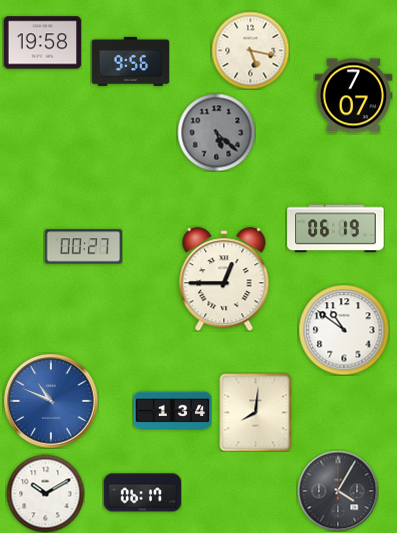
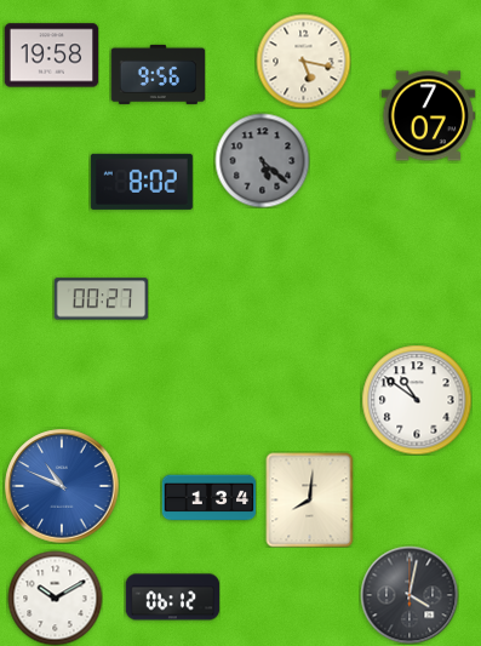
clock at (42, 43) position: (42, 43) -> (51, 56)
clock at (142, 182): none -> 8:02
clock at (336, 229): 06:19 -> none
clock at (224, 279): 12:45 -> none
clock at (338, 491): 4:05 -> 4:02
clock at (142, 493): 06:17 -> 06:12
